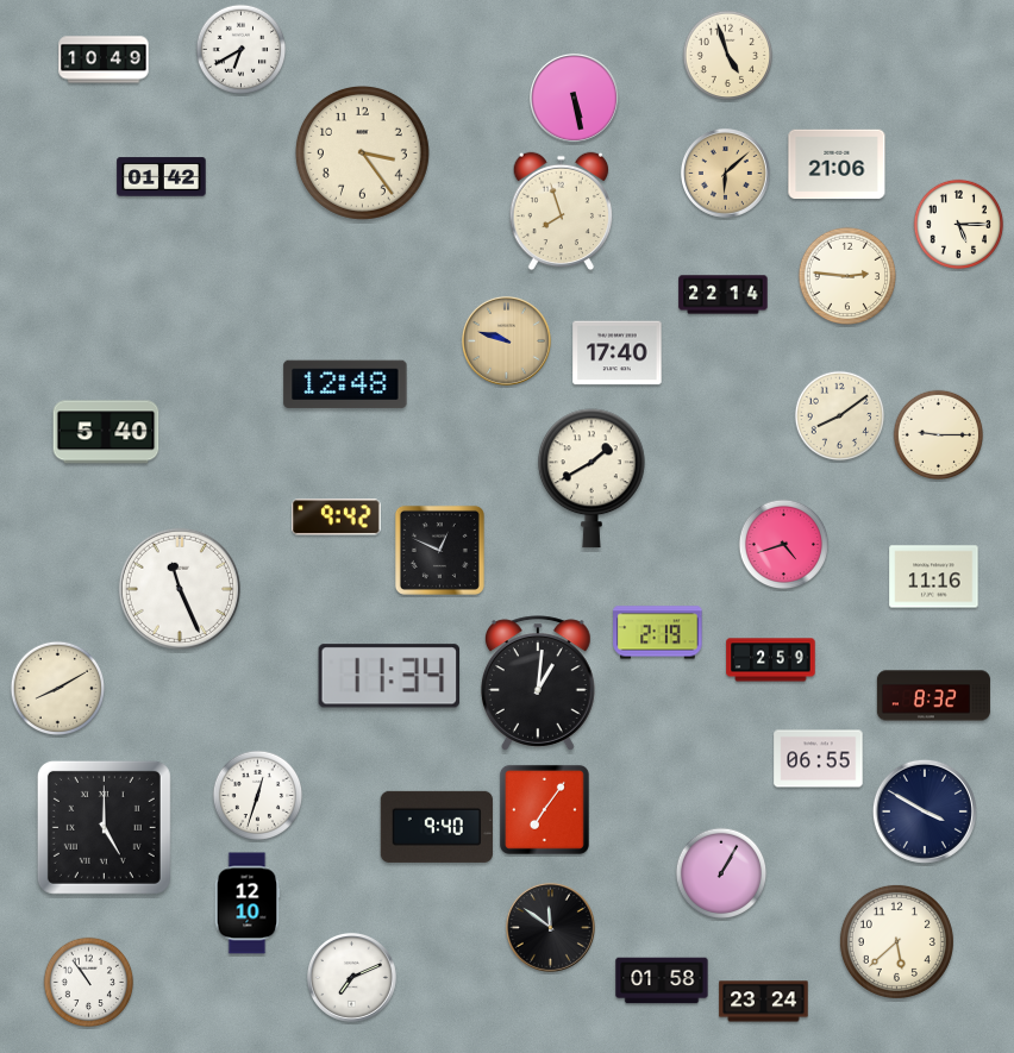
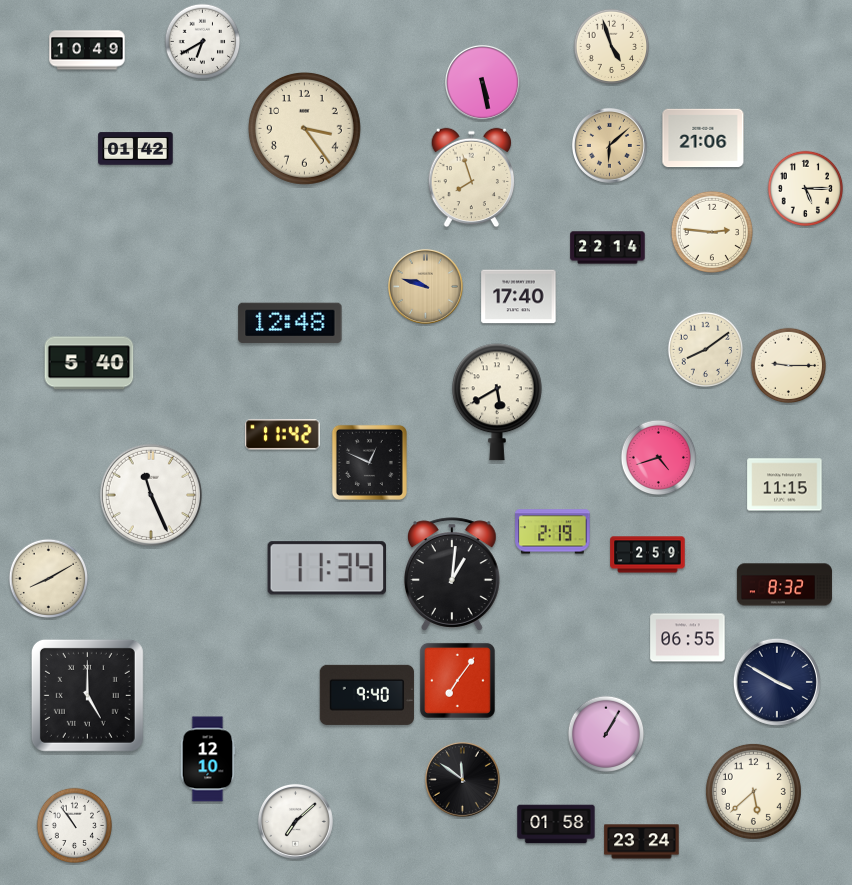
clock at (591, 478): 1:40 -> 5:40
clock at (337, 518): 9:42 -> 11:42
clock at (934, 577): 11:16 -> 11:15
clock at (258, 796): 12:33 -> none
clock at (351, 977): 7:11 -> 7:08
